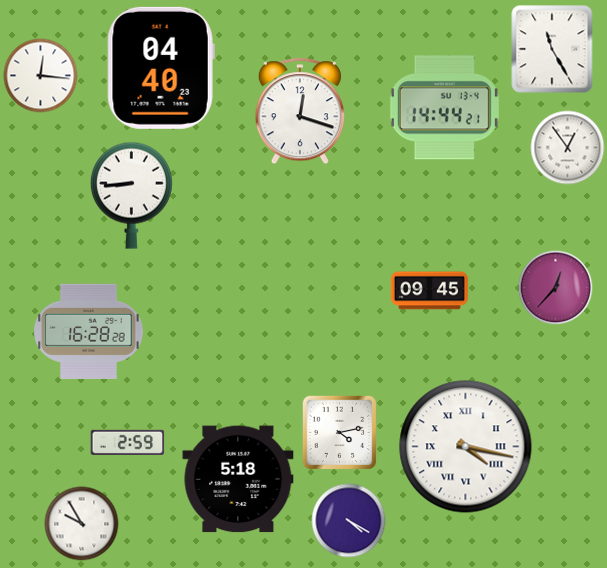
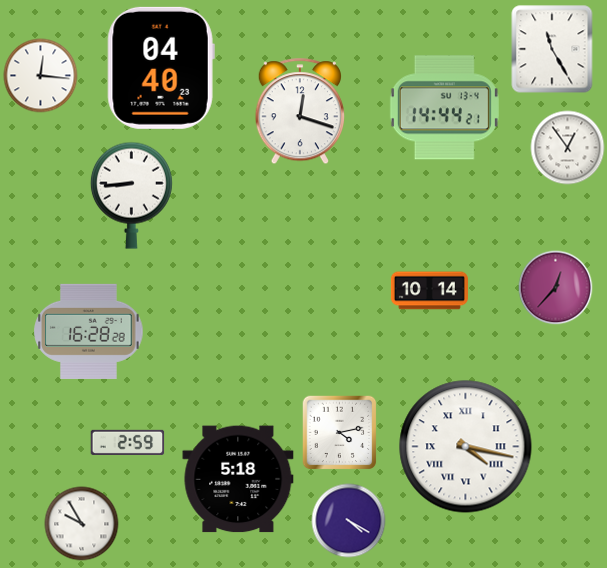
clock at (429, 291): 09:45 -> 10:14
